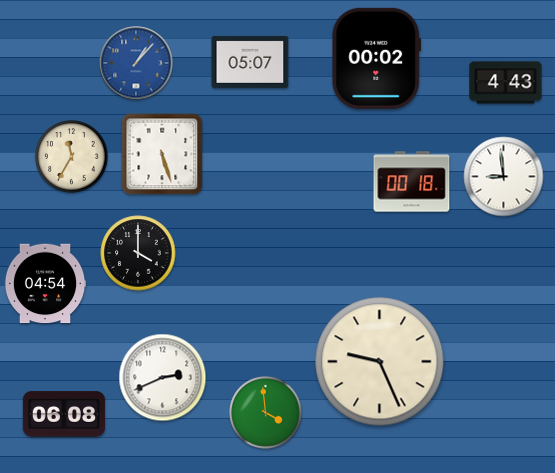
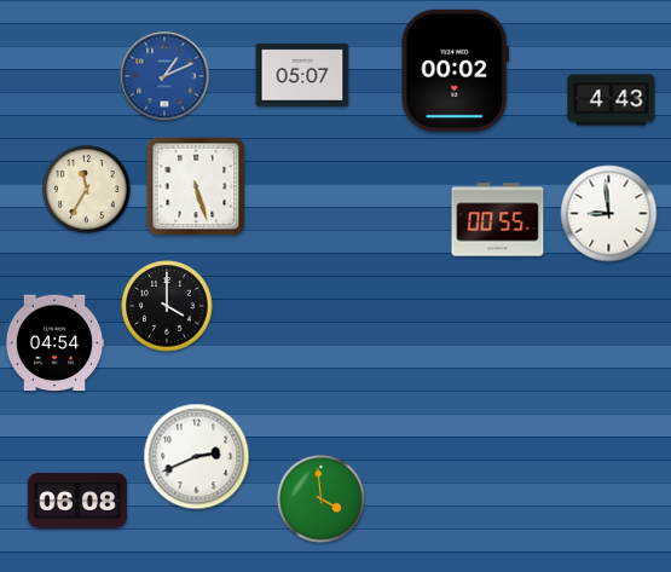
clock at (136, 63): 1:07 -> 1:11
clock at (412, 182): 00:18 -> 00:55
clock at (380, 362): 9:26 -> none
